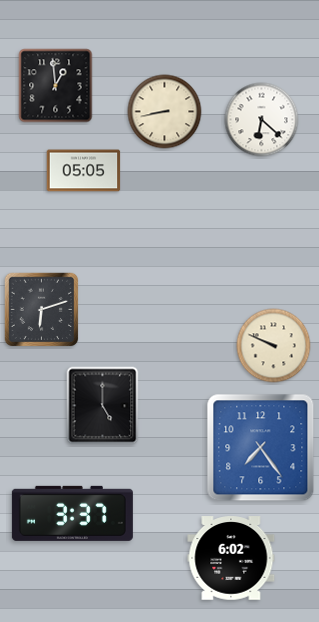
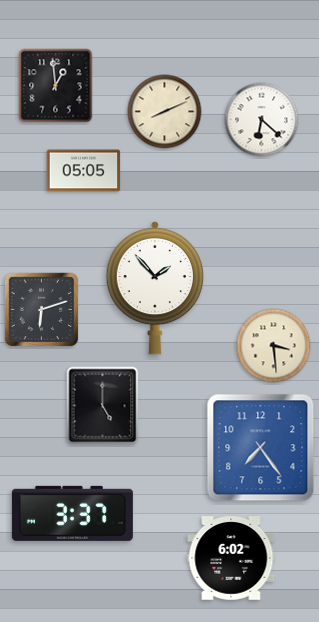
clock at (165, 112): 8:43 -> 8:11
clock at (155, 288): none -> 1:53
clock at (274, 346): 9:49 -> 3:29
